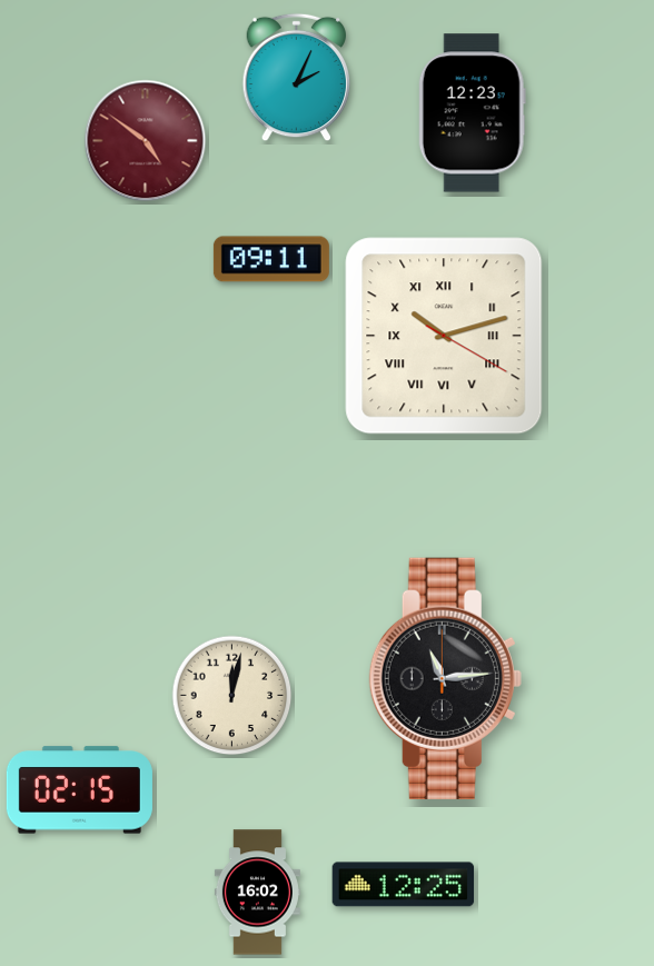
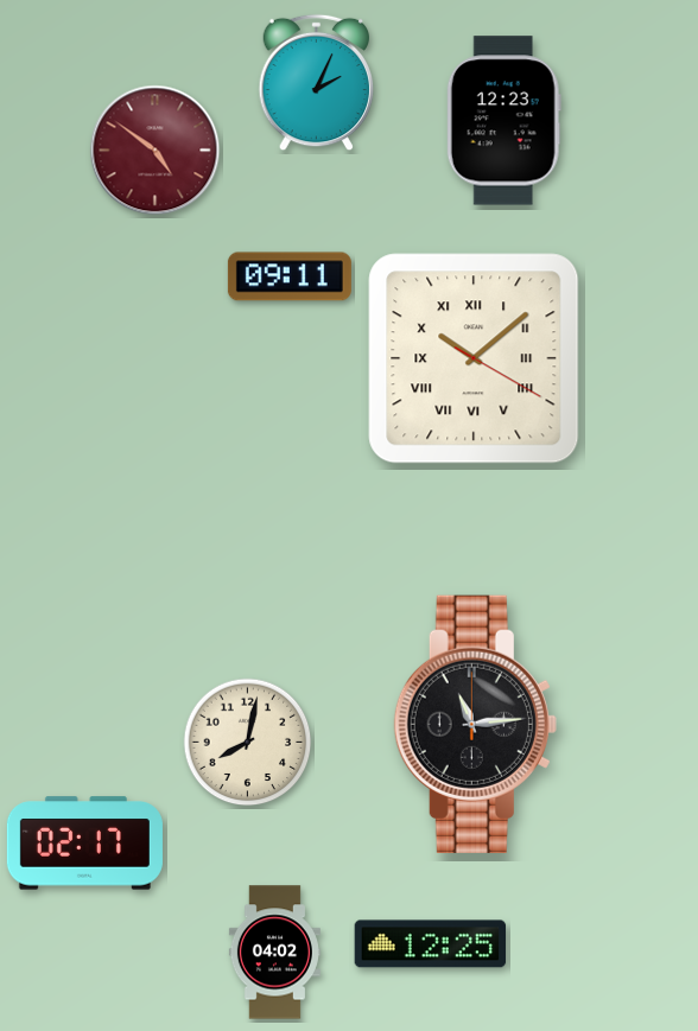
clock at (444, 336): 10:12 -> 10:08
clock at (232, 696): 12:02 -> 8:02
clock at (79, 790): 02:15 -> 02:17
clock at (257, 893): 16:02 -> 04:02
